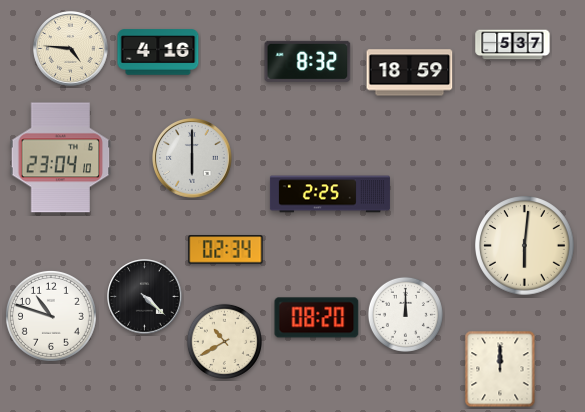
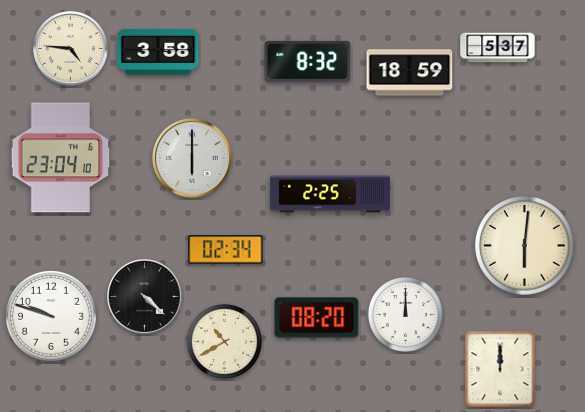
clock at (513, 45) position: (513, 45) -> (498, 48)
clock at (158, 52): 4:16 -> 3:58
clock at (51, 316): 10:48 -> 9:48
